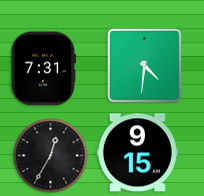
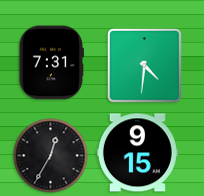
clock at (43, 69) position: (43, 69) -> (51, 63)
